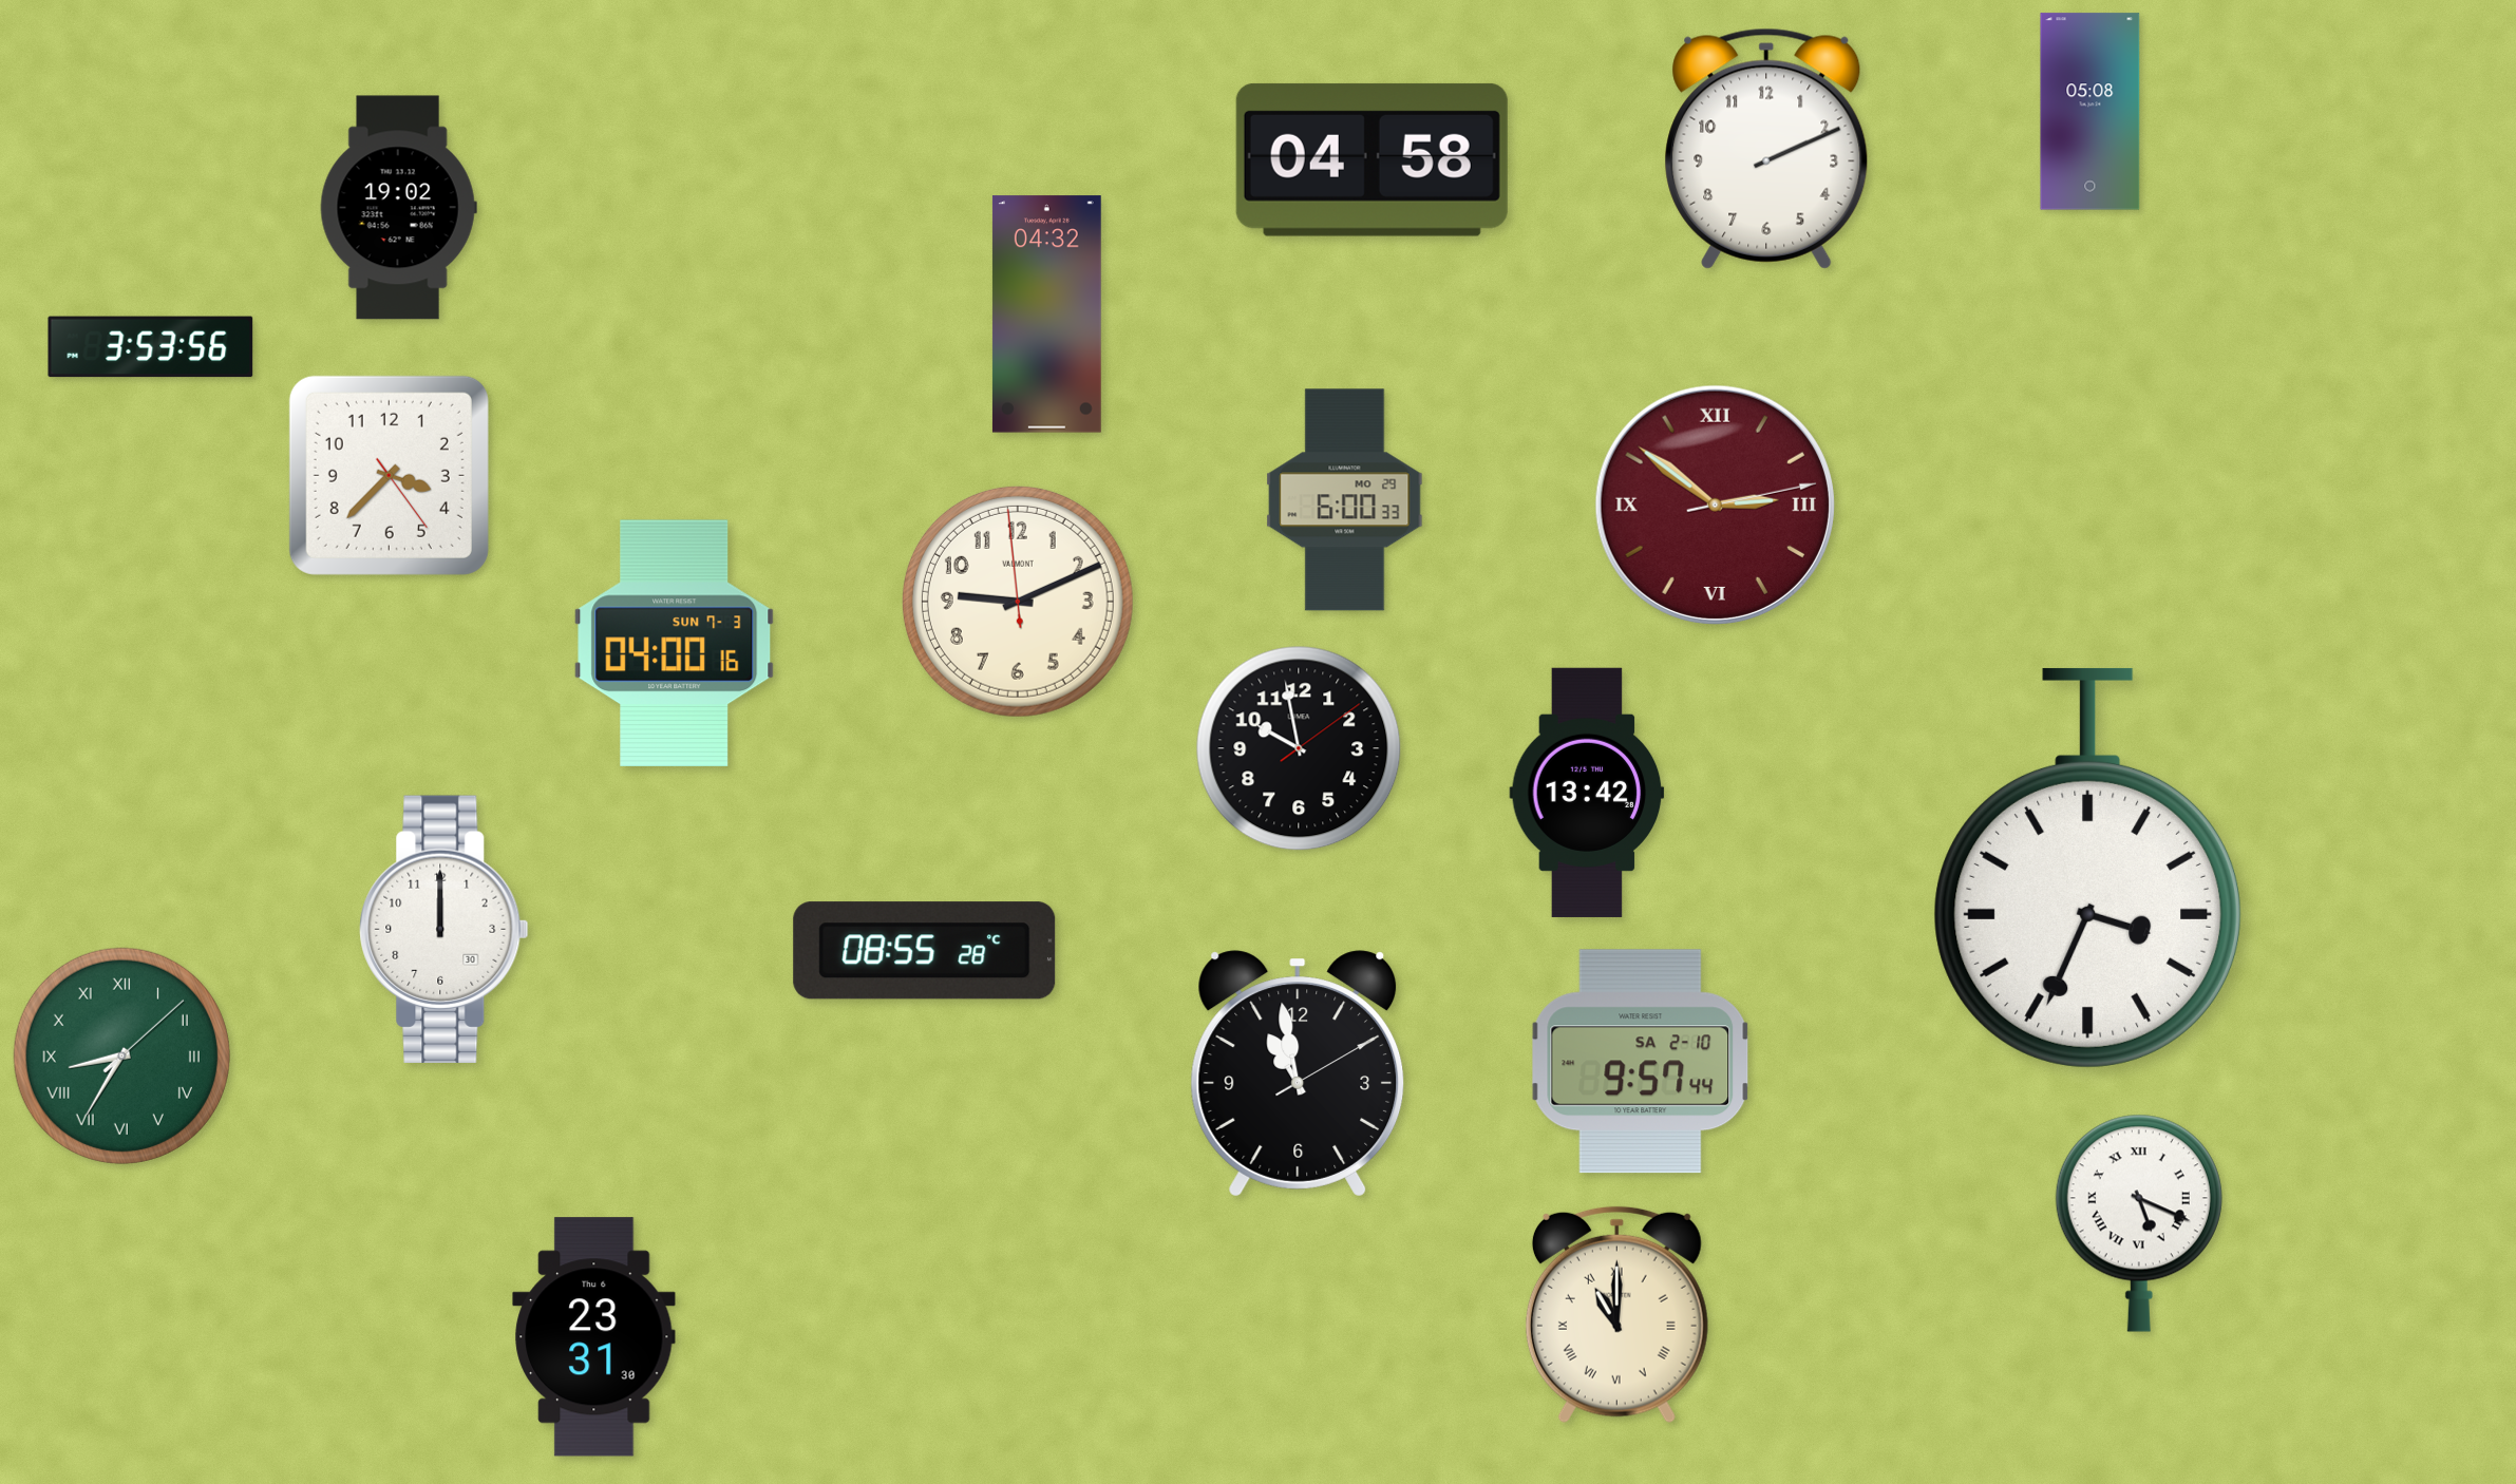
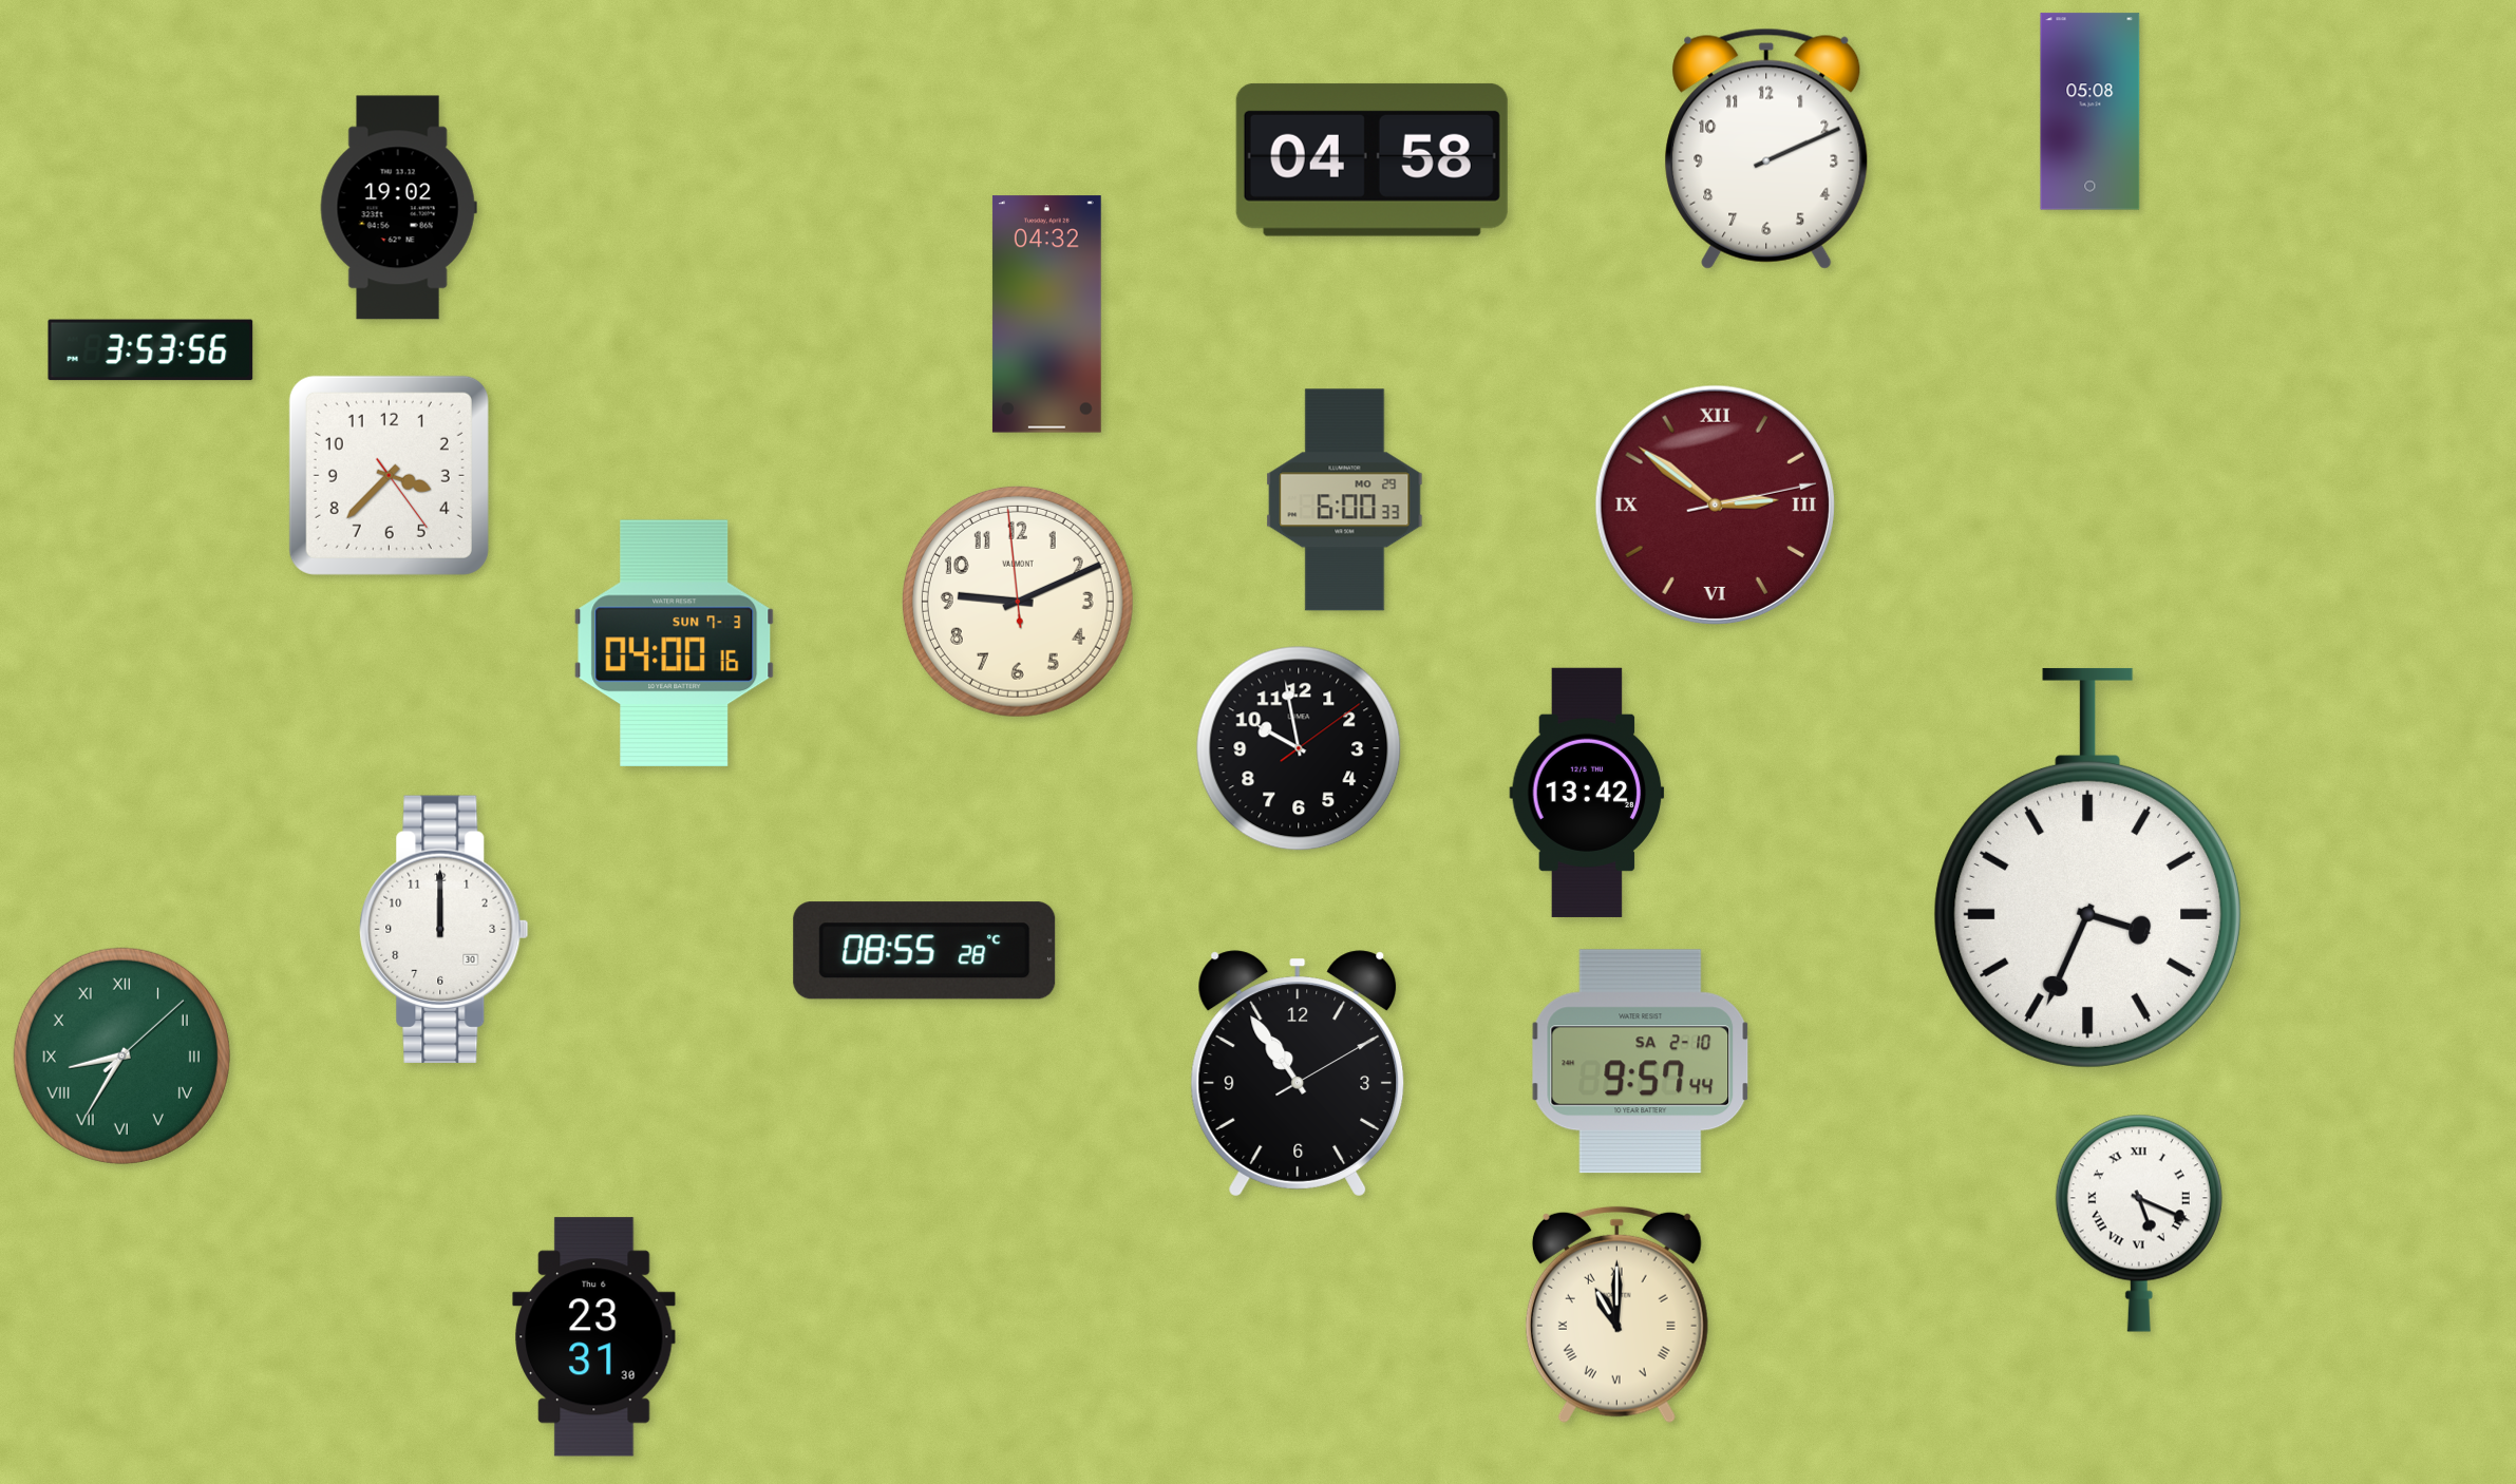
clock at (151, 347) position: (151, 347) -> (151, 350)
clock at (1298, 1073): 10:58 -> 10:54
